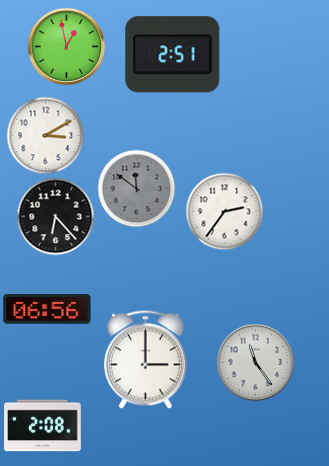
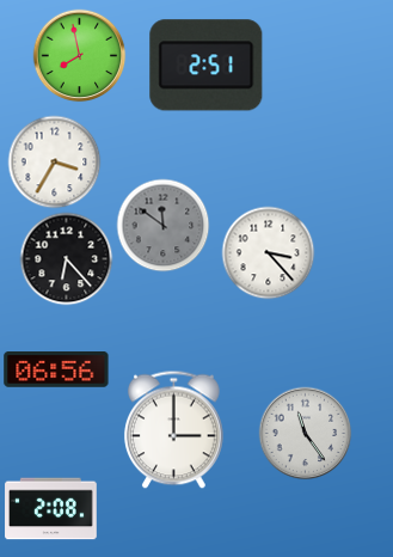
clock at (66, 46): 12:58 -> 7:58
clock at (45, 135): 3:10 -> 3:35
clock at (224, 211): 2:36 -> 3:23
